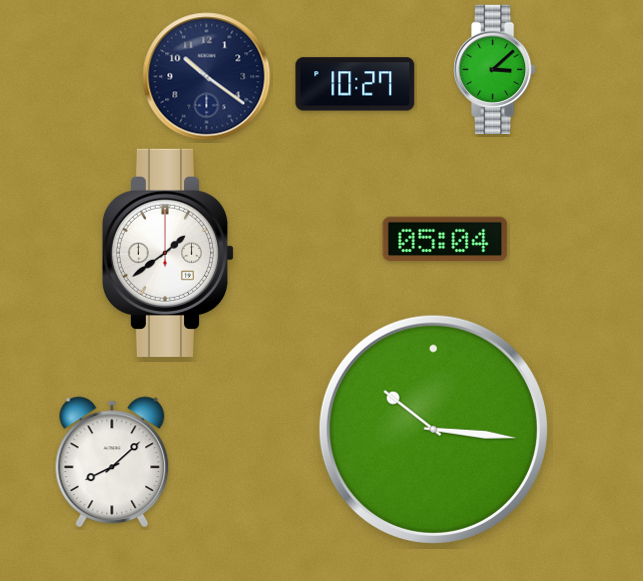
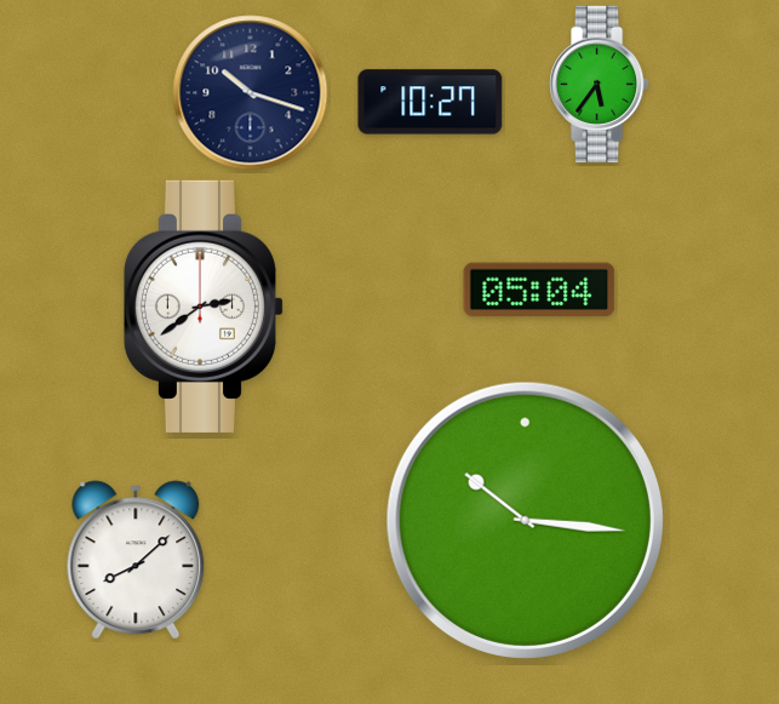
clock at (495, 69): 3:08 -> 5:36
clock at (207, 77): 10:21 -> 10:18
clock at (167, 253): 1:39 -> 2:39
